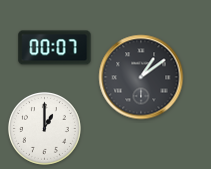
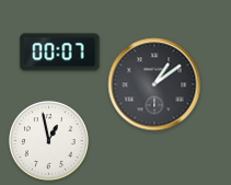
clock at (44, 128): 1:00 -> 12:58
